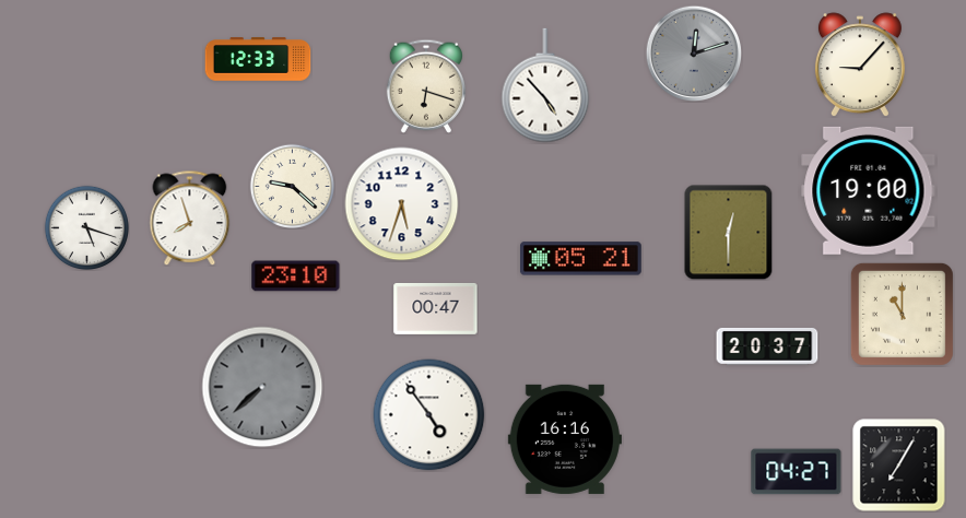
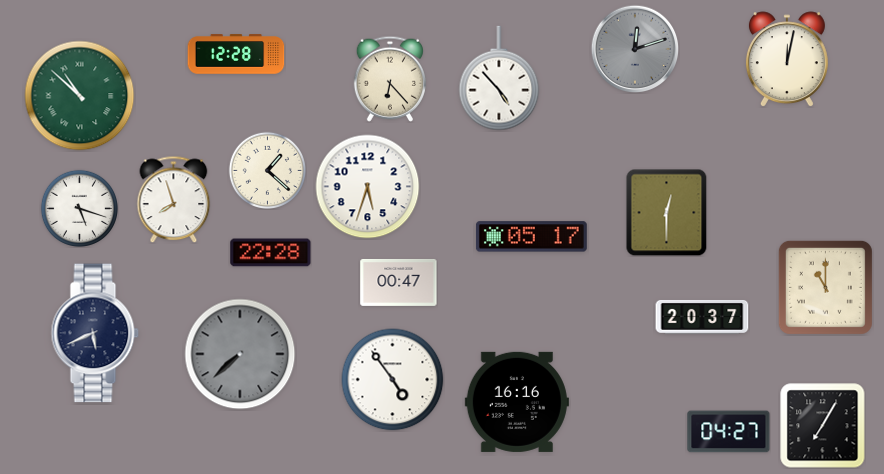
clock at (258, 59): 12:33 -> 12:28
clock at (860, 64): 9:07 -> 12:02
clock at (425, 86): 6:18 -> 6:23
clock at (80, 96): none -> 10:52
clock at (292, 186): 9:22 -> 1:22
clock at (869, 190): 19:00 -> none
clock at (580, 259): 05:21 -> 05:17
clock at (296, 276): 23:10 -> 22:28
clock at (95, 333): none -> 5:41
